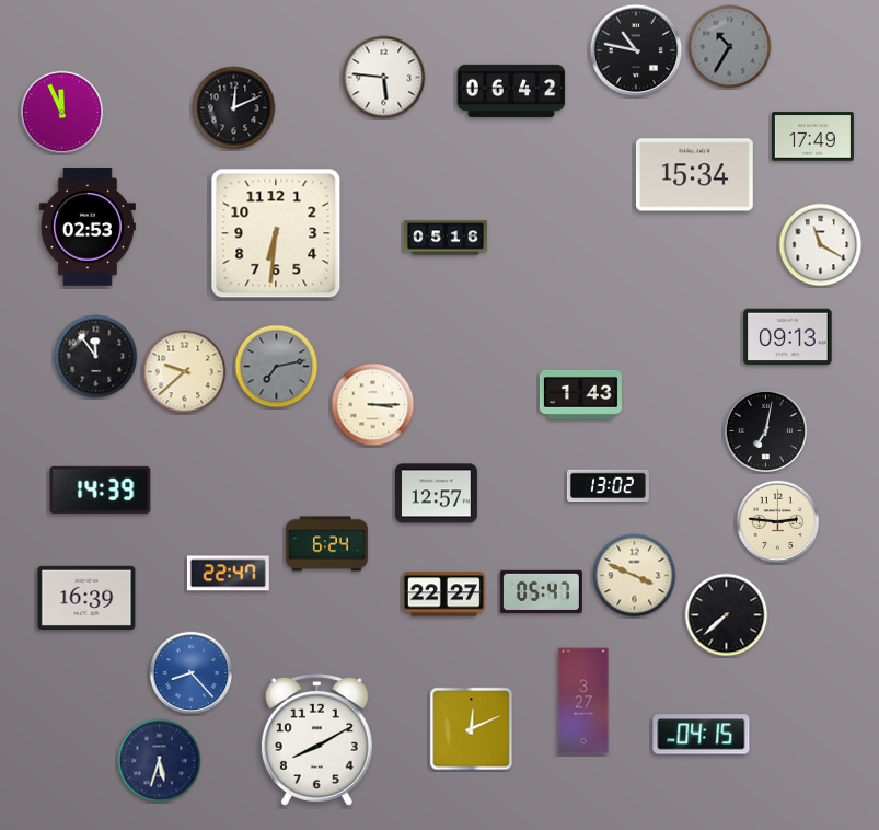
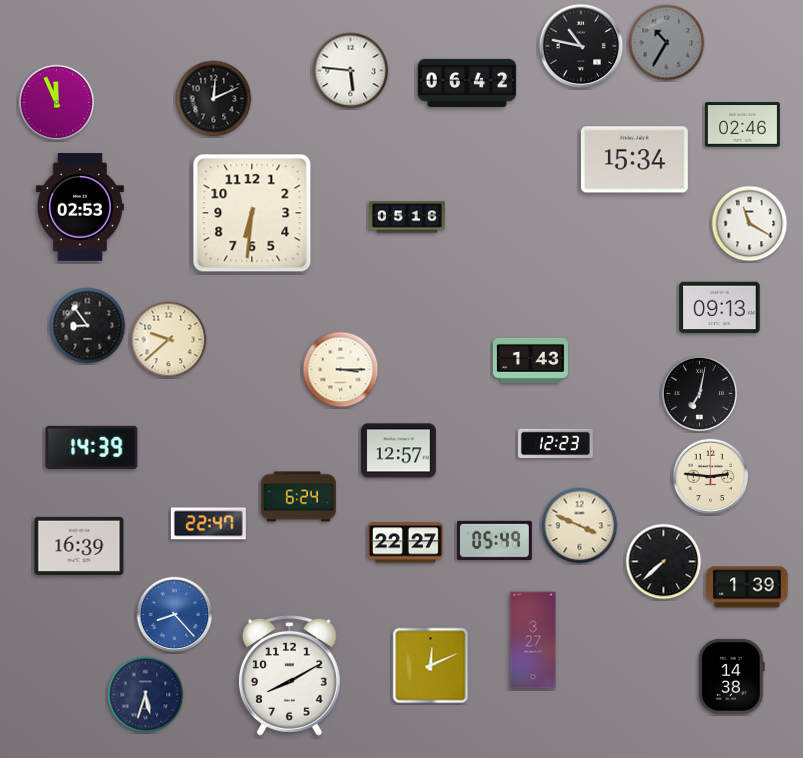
clock at (812, 137): 17:49 -> 02:46
clock at (96, 357): 11:54 -> 8:54
clock at (277, 367): 7:13 -> none
clock at (608, 486): 13:02 -> 12:23
clock at (541, 591): 05:47 -> 05:49
clock at (747, 587): none -> 1:39
clock at (702, 735): 04:15 -> none
clock at (731, 676): none -> 14:38
